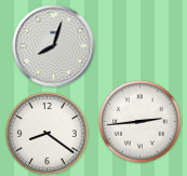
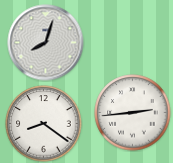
clock at (54, 46) position: (54, 46) -> (46, 43)
clock at (141, 122) position: (141, 122) -> (133, 113)
